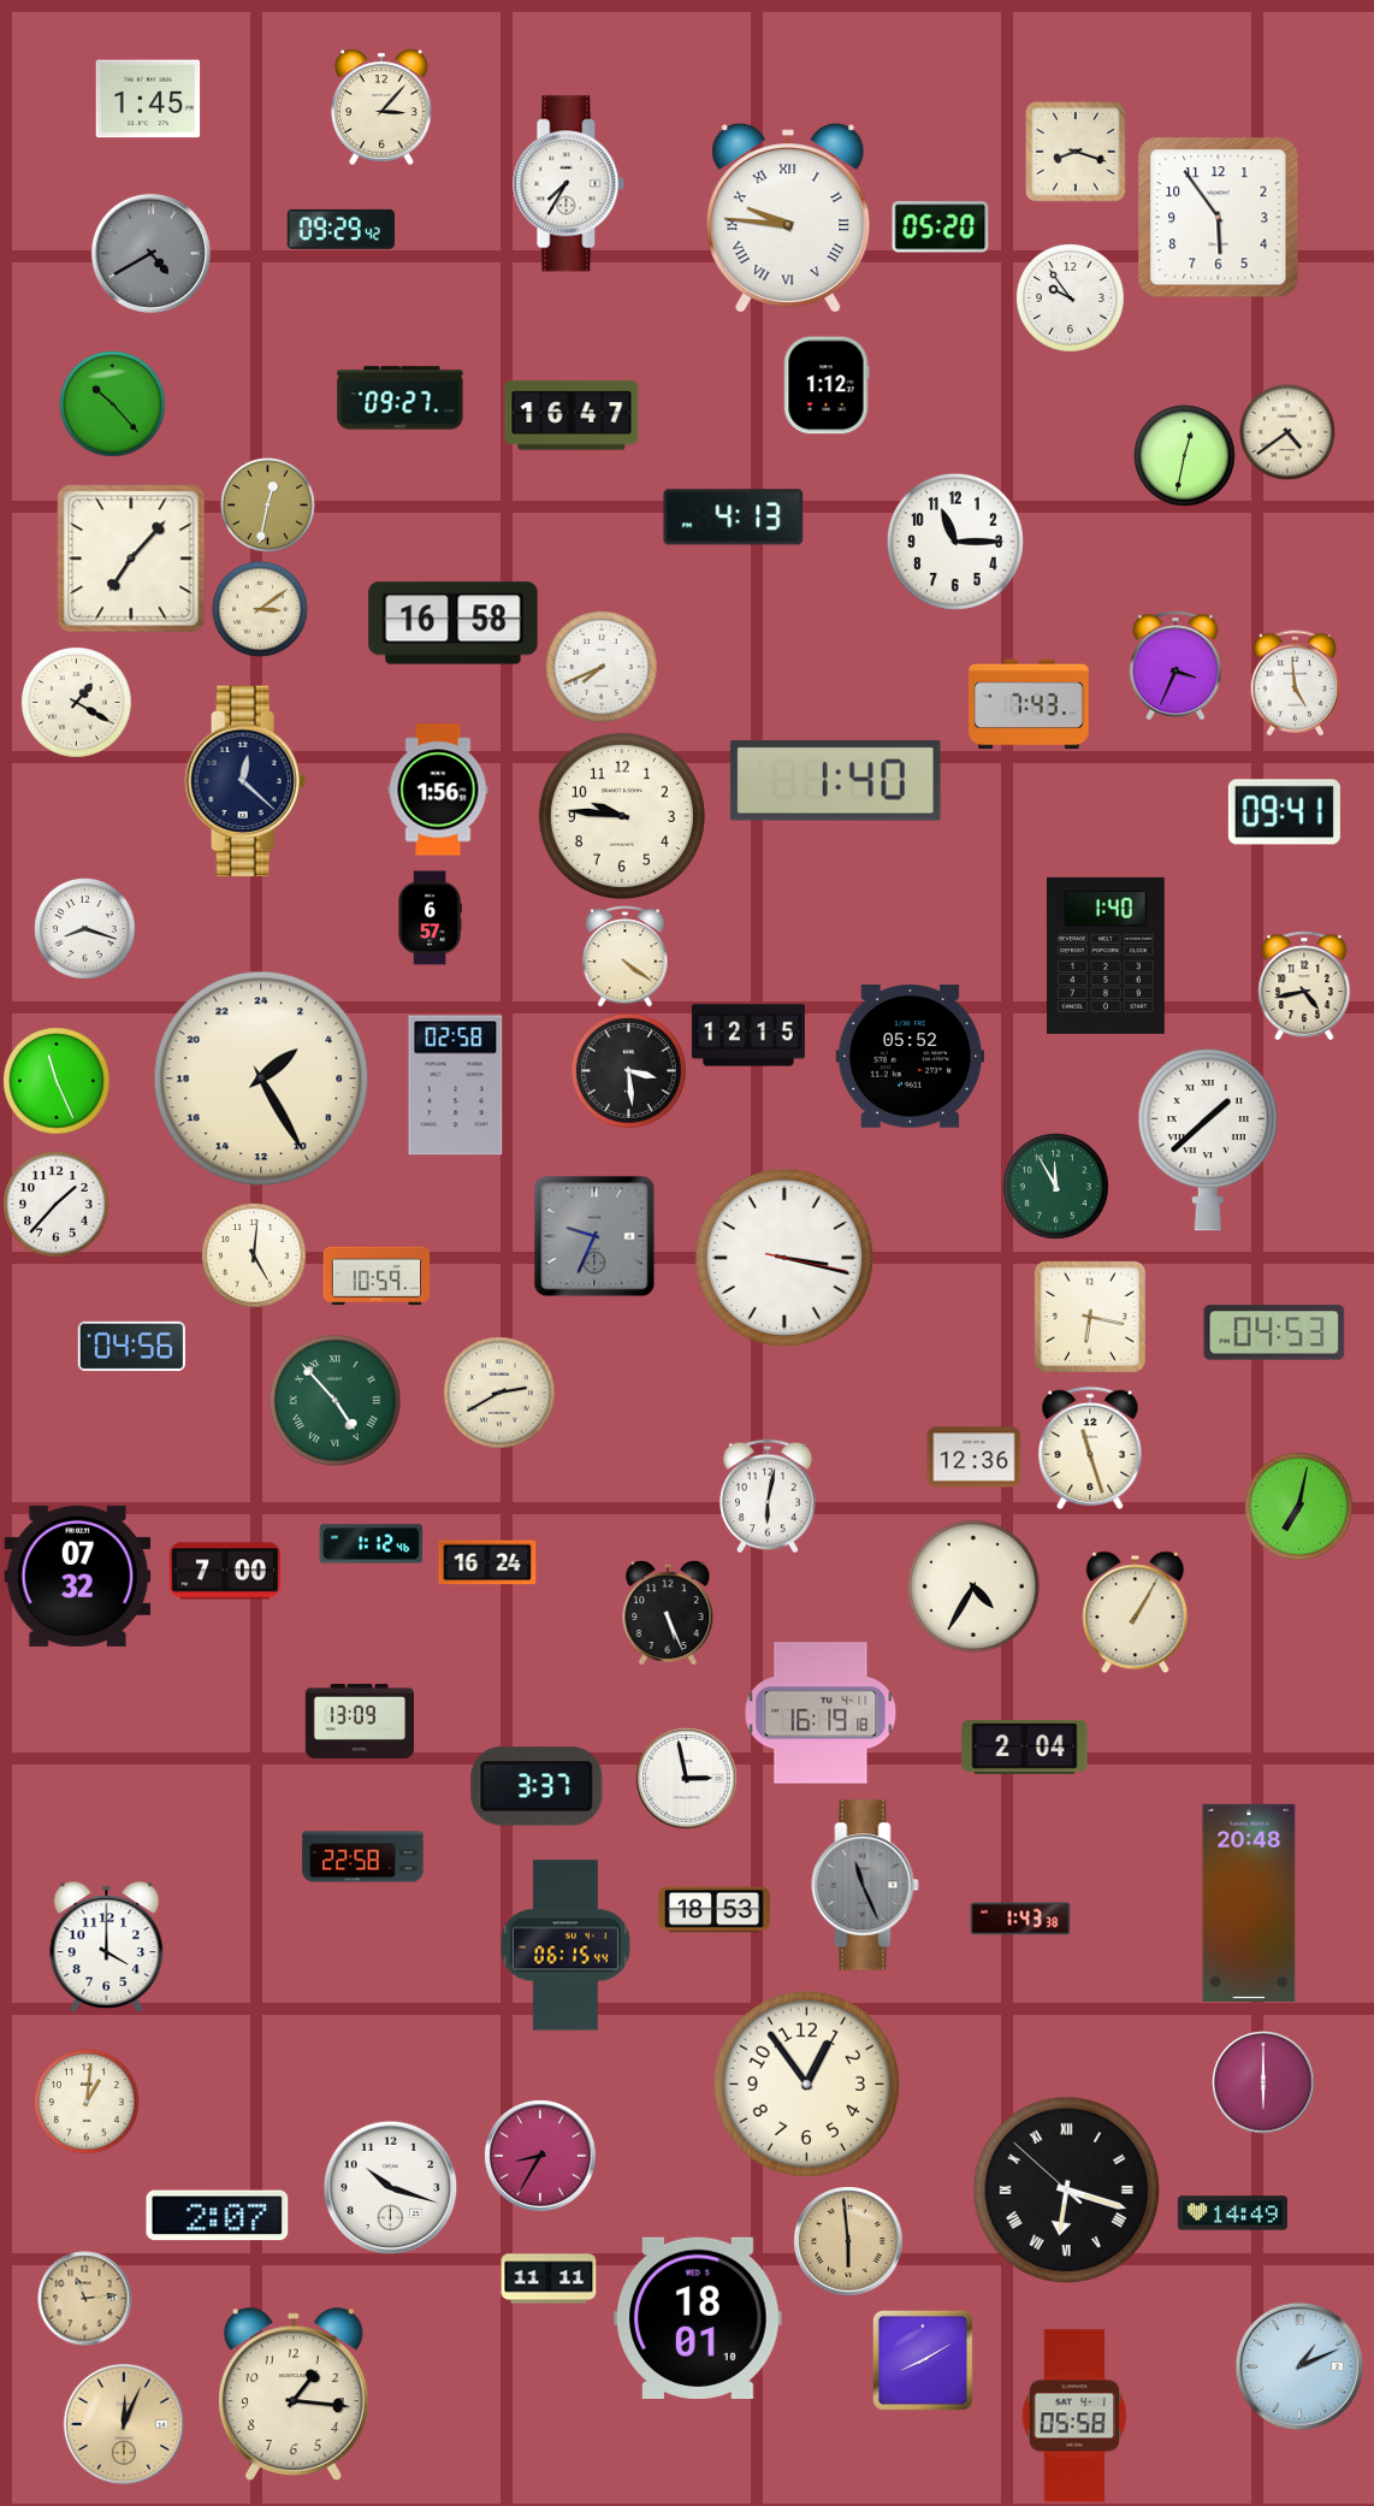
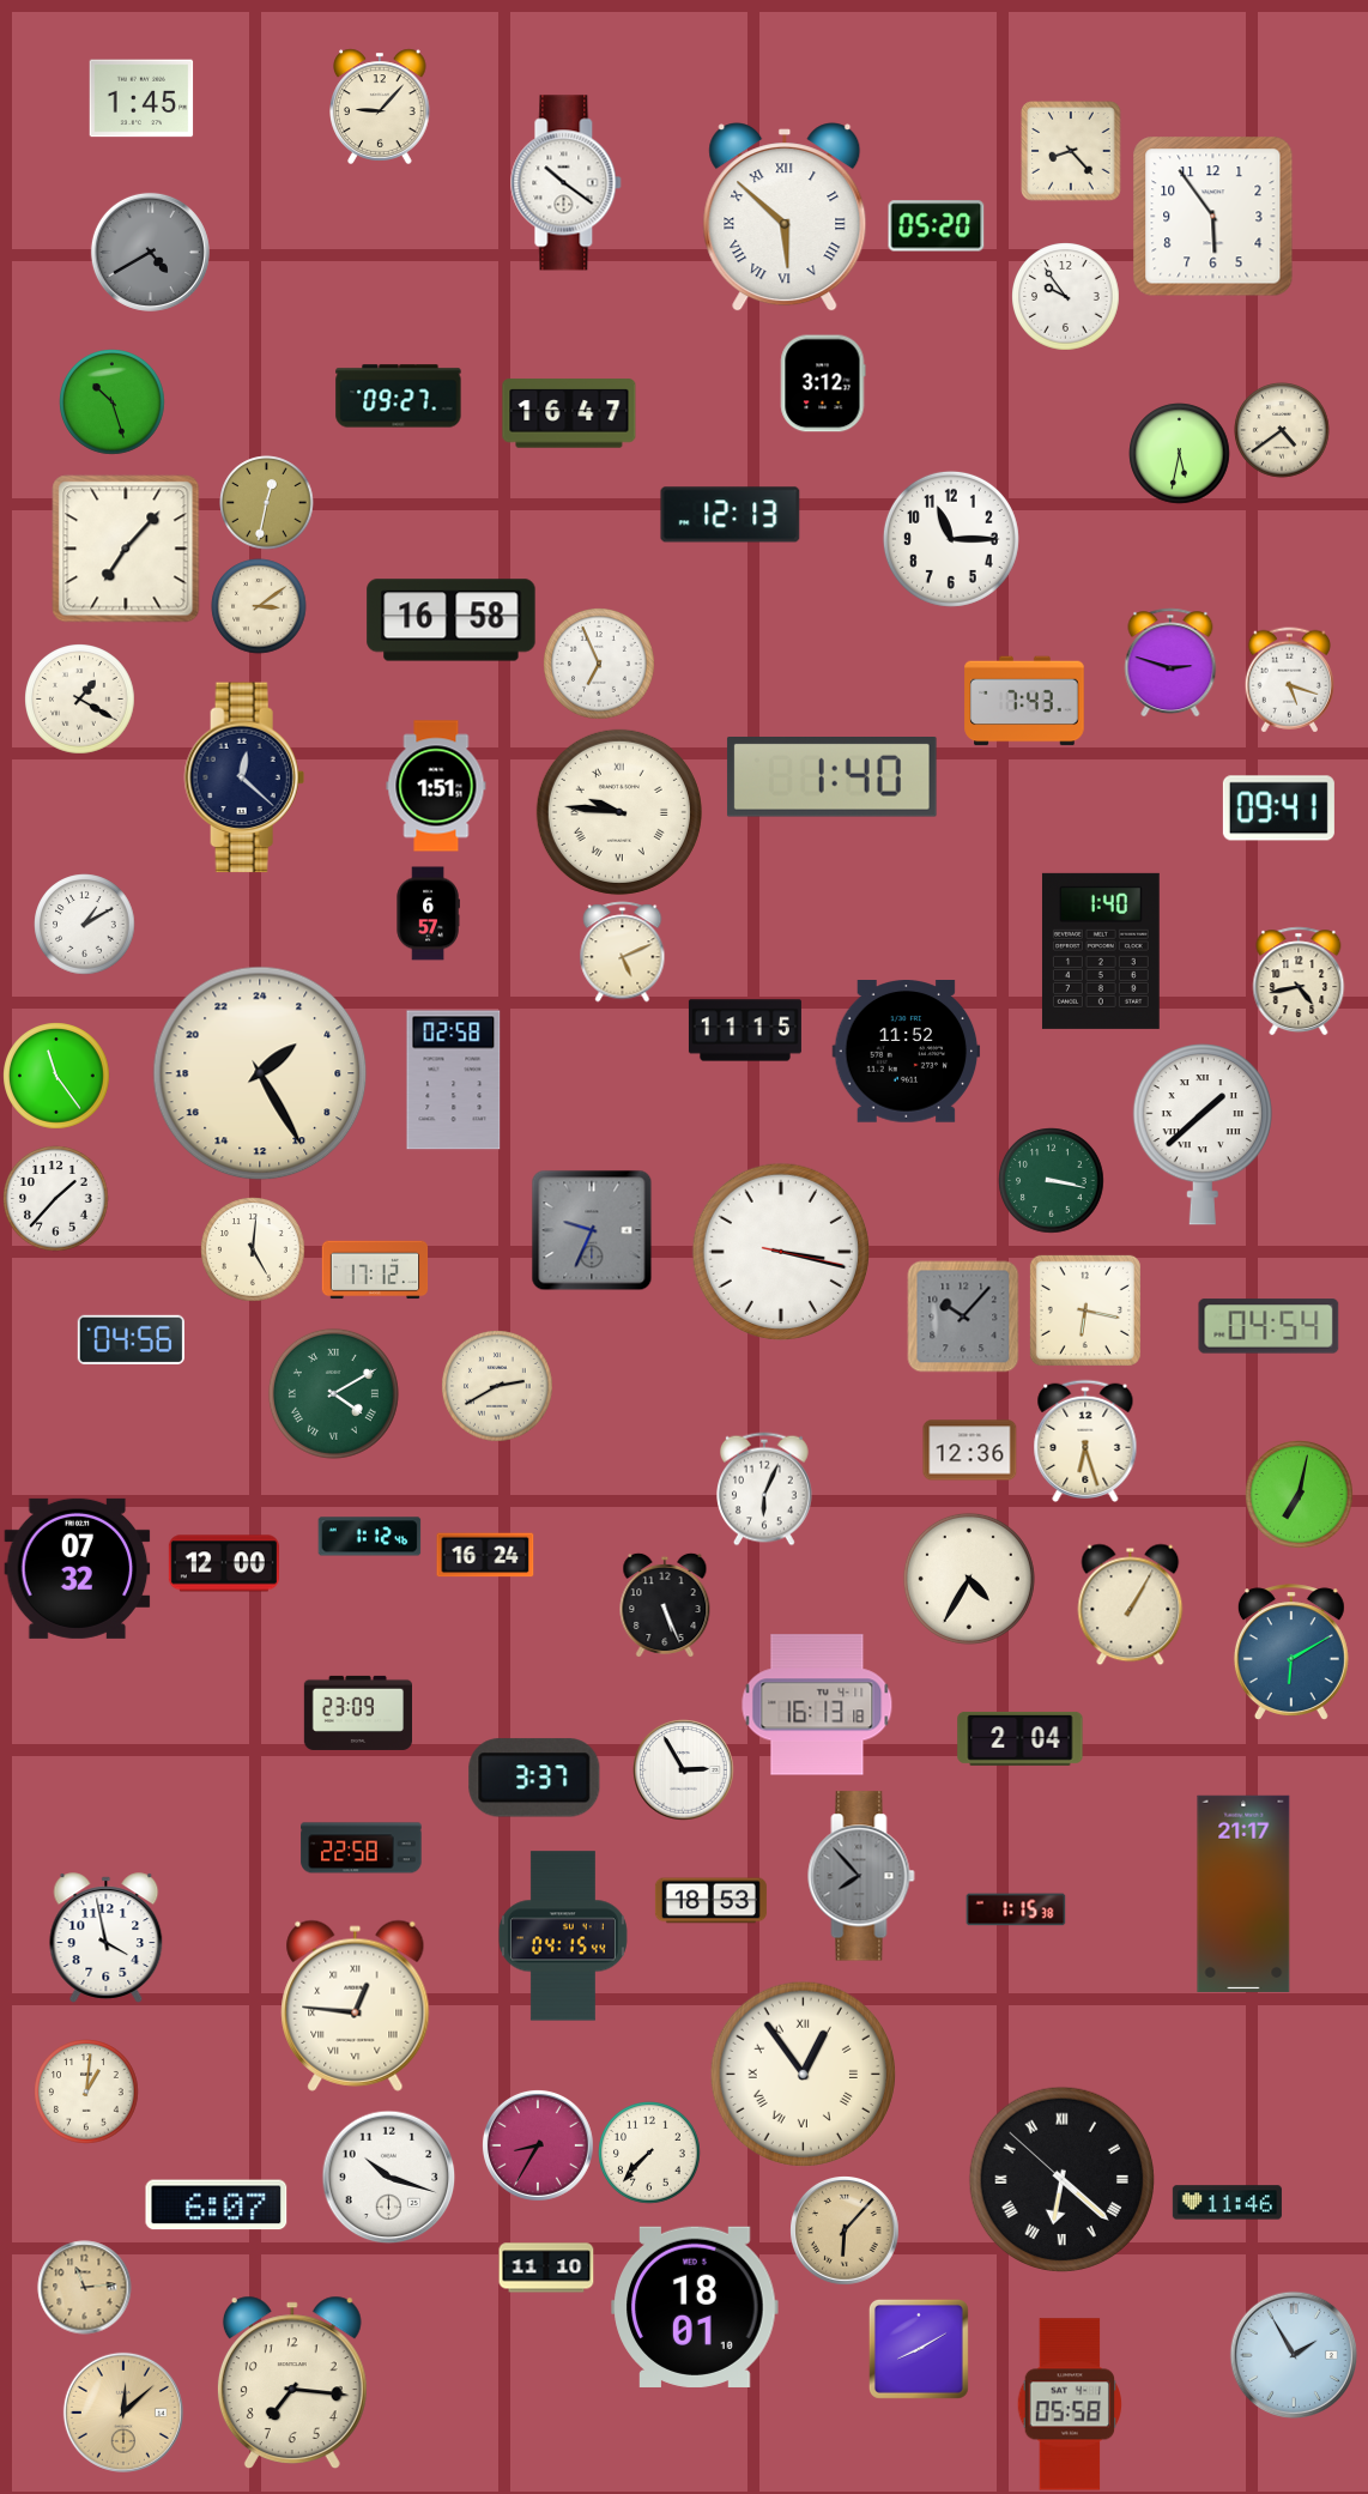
clock at (148, 99) position: (148, 99) -> (141, 98)
clock at (381, 107): 3:07 -> 9:07
clock at (1076, 152): 8:18 -> 8:23
clock at (569, 184): 7:35 -> 10:21
clock at (788, 218): 9:46 -> 5:52
clock at (340, 229): 09:29 -> none
clock at (827, 385): 1:12 -> 3:12
clock at (113, 404): 10:23 -> 10:27
clock at (1185, 456): 12:32 -> 5:32
clock at (734, 518): 4:13 -> 12:13
clock at (131, 558) position: (131, 558) -> (126, 549)
clock at (1175, 666): 3:34 -> 2:48
clock at (603, 668): 7:41 -> 6:56
clock at (1295, 684): 4:59 -> 5:18
clock at (77, 703) position: (77, 703) -> (80, 700)
clock at (438, 790): 1:56 -> 1:51
clock at (622, 816) numerals: Arabic -> Roman
clock at (85, 929): 8:18 -> 1:10
clock at (626, 957): 4:21 -> 5:11
clock at (748, 1035): 12:15 -> 11:15
clock at (911, 1057): 05:52 -> 11:52
clock at (629, 1071): 3:29 -> none
clock at (57, 1081): 11:26 -> 11:24
clock at (1056, 1187): 11:55 -> 3:17
clock at (377, 1276): 10:59 -> 17:12
clock at (963, 1316): none -> 10:07
clock at (1274, 1332): 04:53 -> 04:54
clock at (334, 1400): 4:53 -> 4:10
clock at (1090, 1447): 11:27 -> 6:27
clock at (769, 1496): 6:02 -> 6:04
clock at (1299, 1507) position: (1299, 1507) -> (1300, 1495)
clock at (225, 1571): 7:00 -> 12:00
clock at (1291, 1652): none -> 6:10
clock at (821, 1713): 16:19 -> 16:13
clock at (359, 1721): 13:09 -> 23:09
clock at (687, 1779): 2:58 -> 2:55
clock at (865, 1885): 11:26 -> 7:53
clock at (1249, 1903): 20:48 -> 21:17
clock at (1020, 1919): 1:43 -> 1:15
clock at (565, 1945): 06:15 -> 04:15
clock at (107, 1948): 4:00 -> 3:58
clock at (356, 2005): none -> 12:46
clock at (1263, 2082): 6:00 -> none
clock at (806, 2084) numerals: Arabic -> Roman
clock at (649, 2153): none -> 7:37
clock at (1066, 2189): 6:17 -> 6:21
clock at (1232, 2214): 14:49 -> 11:46
clock at (218, 2216): 2:07 -> 6:07
clock at (849, 2242): 5:59 -> 6:07
clock at (549, 2279): 11:11 -> 11:10
clock at (1299, 2366): 1:11 -> 1:55
clock at (294, 2393): 1:16 -> 7:16
clock at (124, 2424): 12:04 -> 12:08
